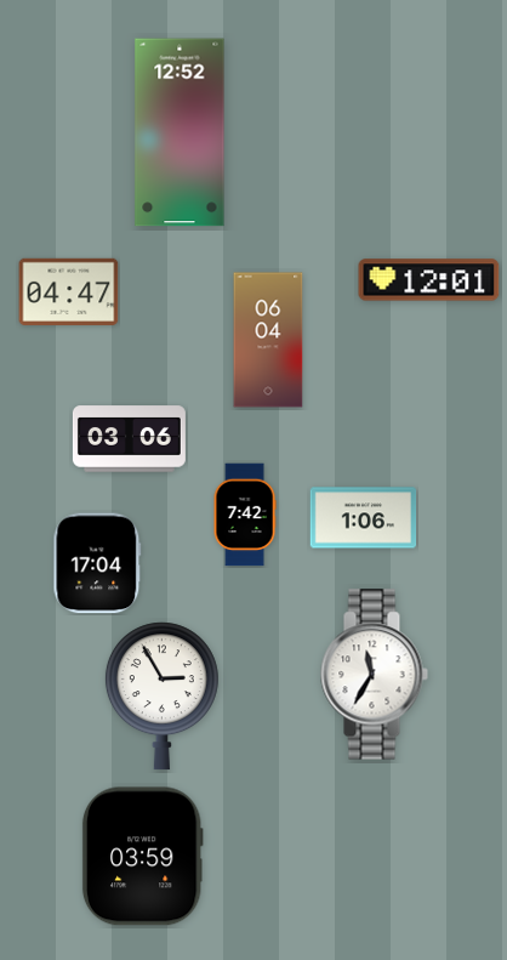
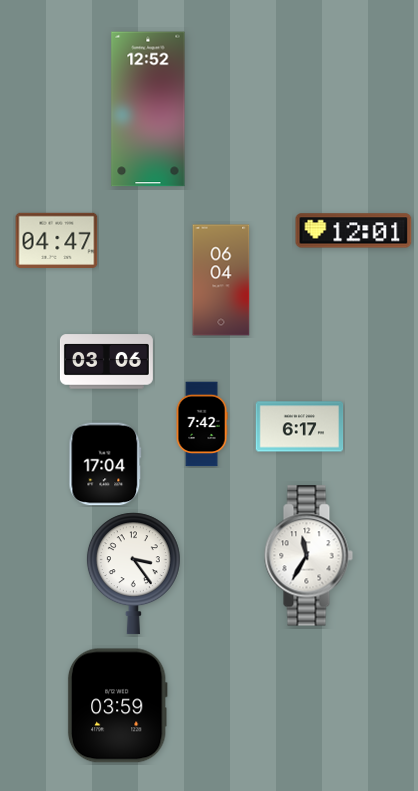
clock at (364, 518): 1:06 -> 6:17
clock at (97, 563) position: (97, 563) -> (105, 464)
clock at (161, 697): 2:55 -> 3:24
